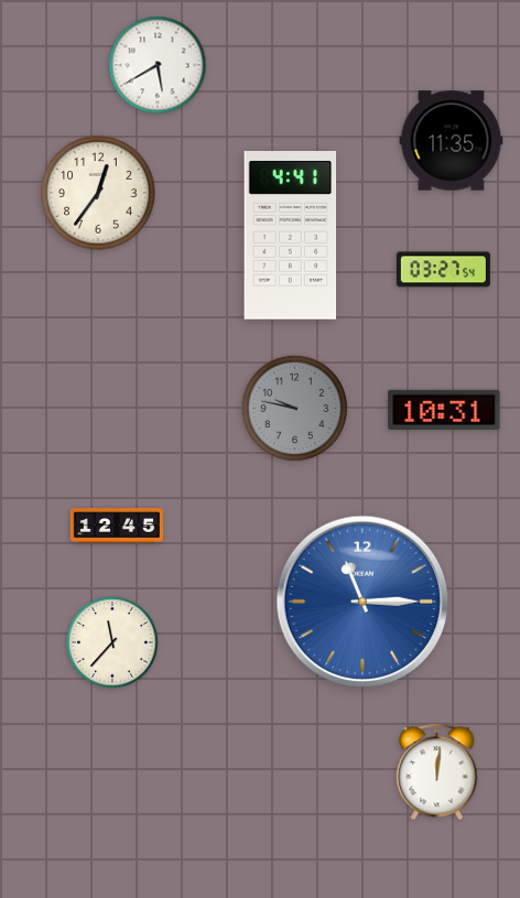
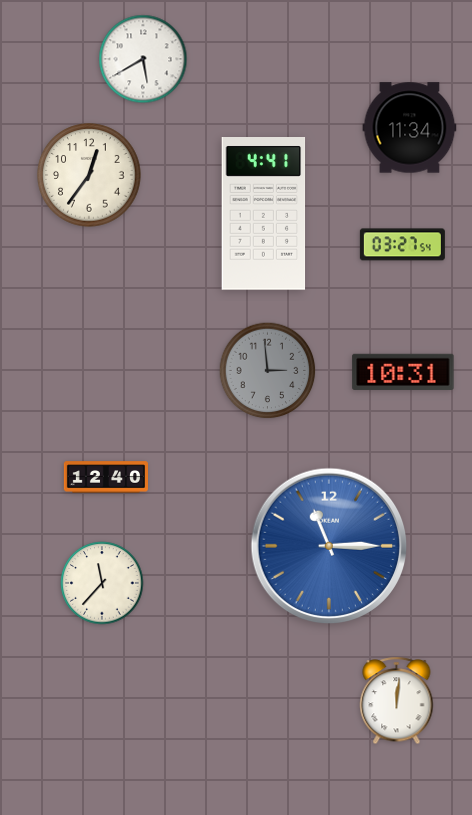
clock at (452, 141): 11:35 -> 11:34
clock at (295, 409): 9:47 -> 2:59
clock at (116, 526): 12:45 -> 12:40
